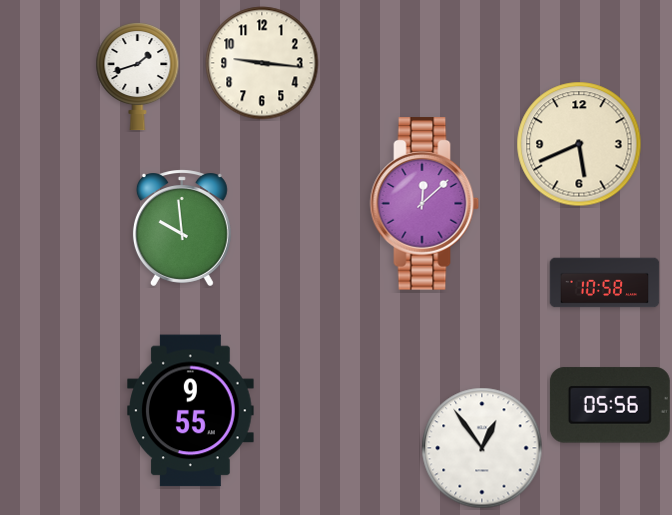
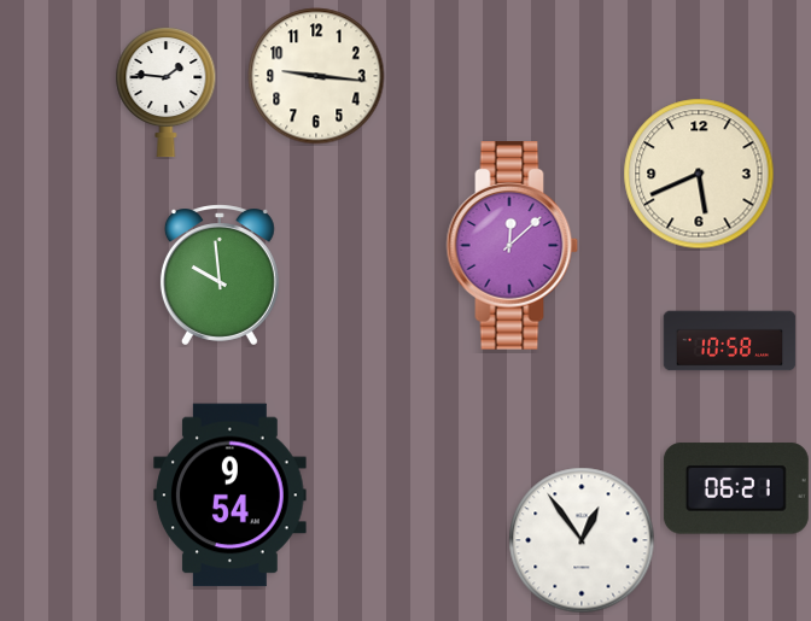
clock at (138, 77): 1:42 -> 1:46
clock at (610, 405): 05:56 -> 06:21
clock at (191, 411): 9:55 -> 9:54
